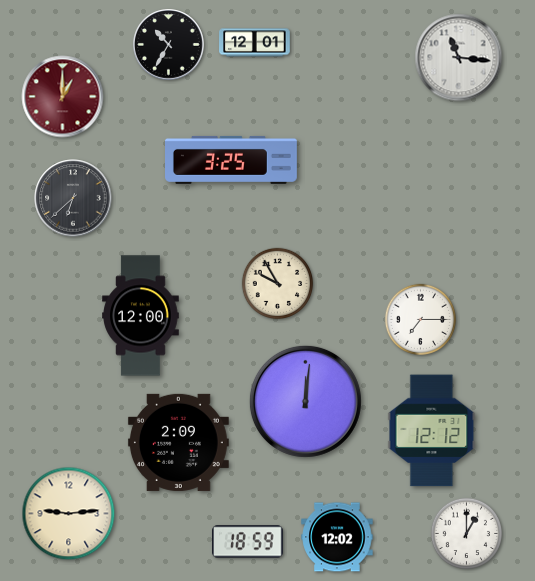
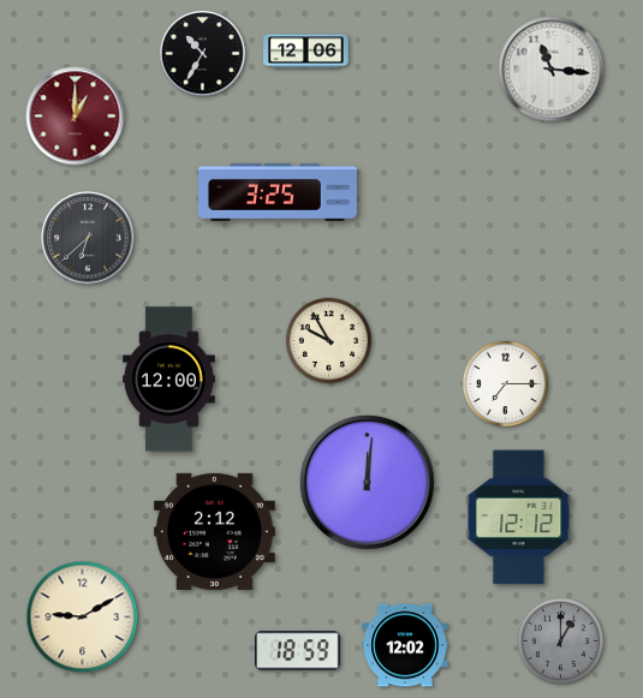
clock at (255, 43): 12:01 -> 12:06
clock at (278, 284) position: (278, 284) -> (329, 341)
clock at (178, 442): 2:09 -> 2:12
clock at (69, 514): 9:14 -> 9:10
clock at (467, 534) dial: white -> grey
